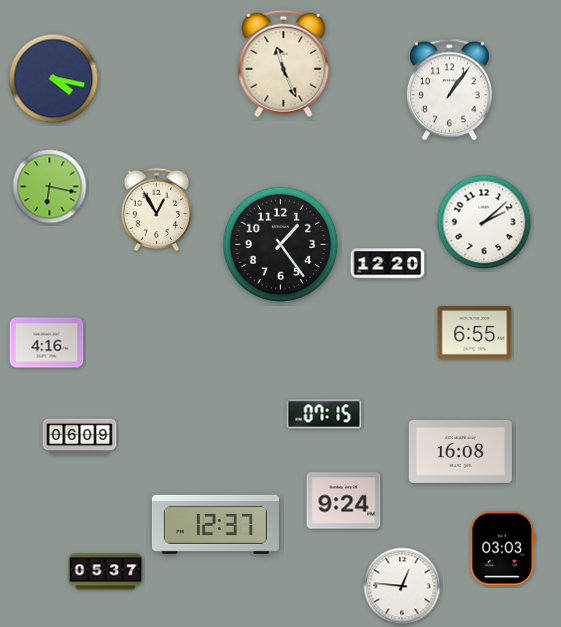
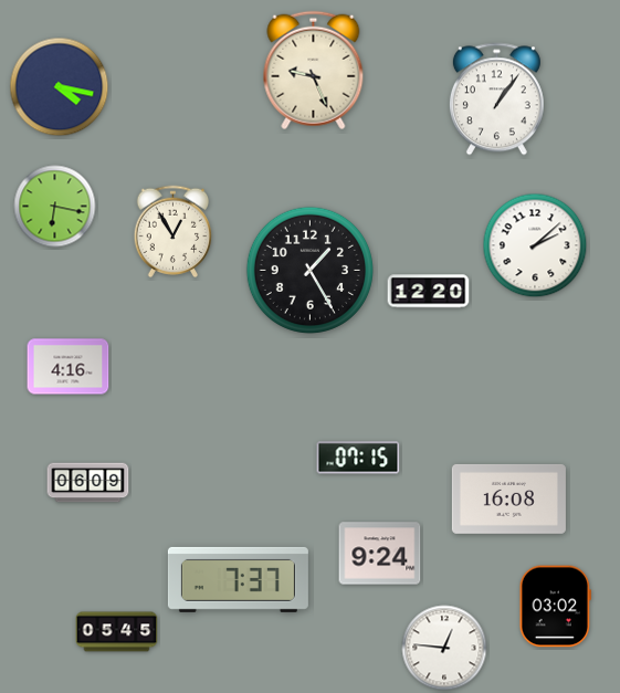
clock at (284, 64): 11:26 -> 9:26
clock at (280, 244): 1:24 -> 1:25
clock at (475, 333): 6:55 -> none
clock at (47, 343) position: (47, 343) -> (69, 367)
clock at (215, 524): 12:37 -> 7:37
clock at (502, 549): 03:03 -> 03:02
clock at (106, 572): 05:37 -> 05:45
